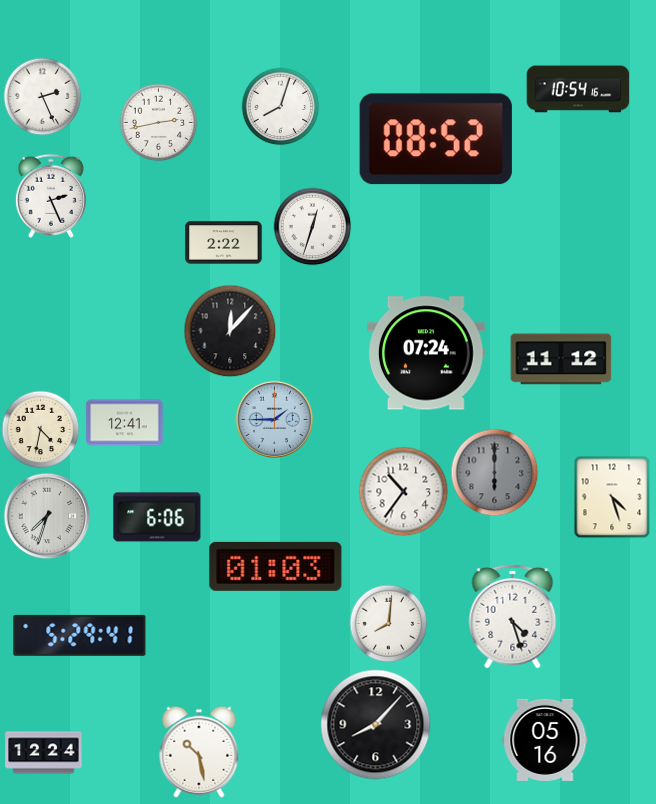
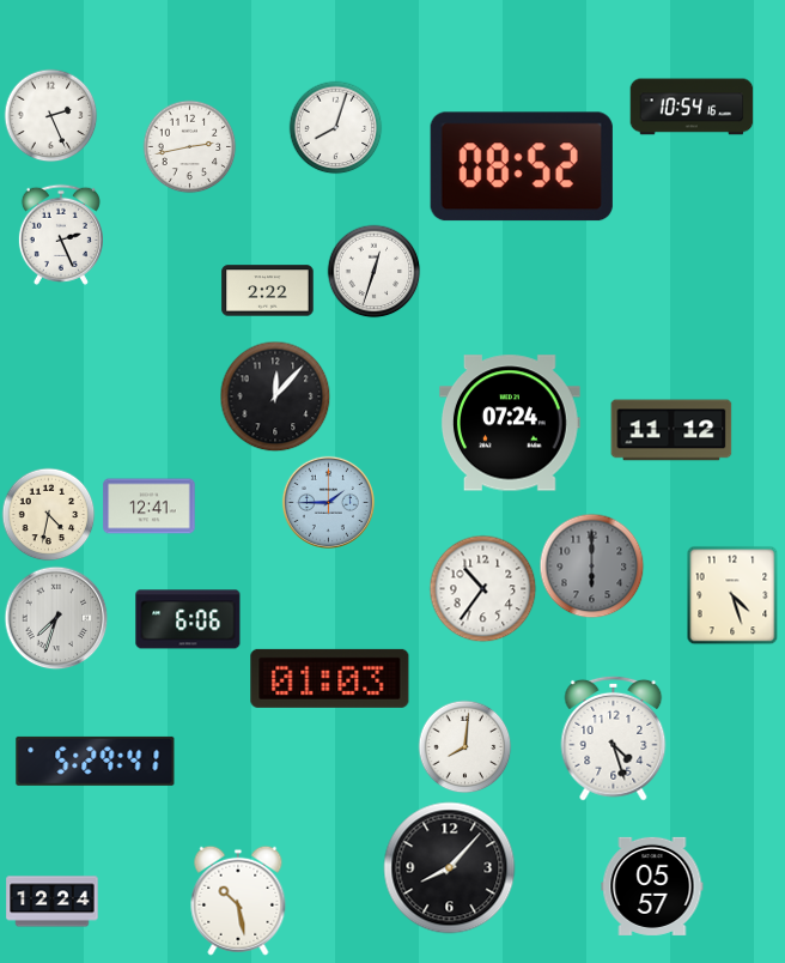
clock at (545, 740): 05:16 -> 05:57
